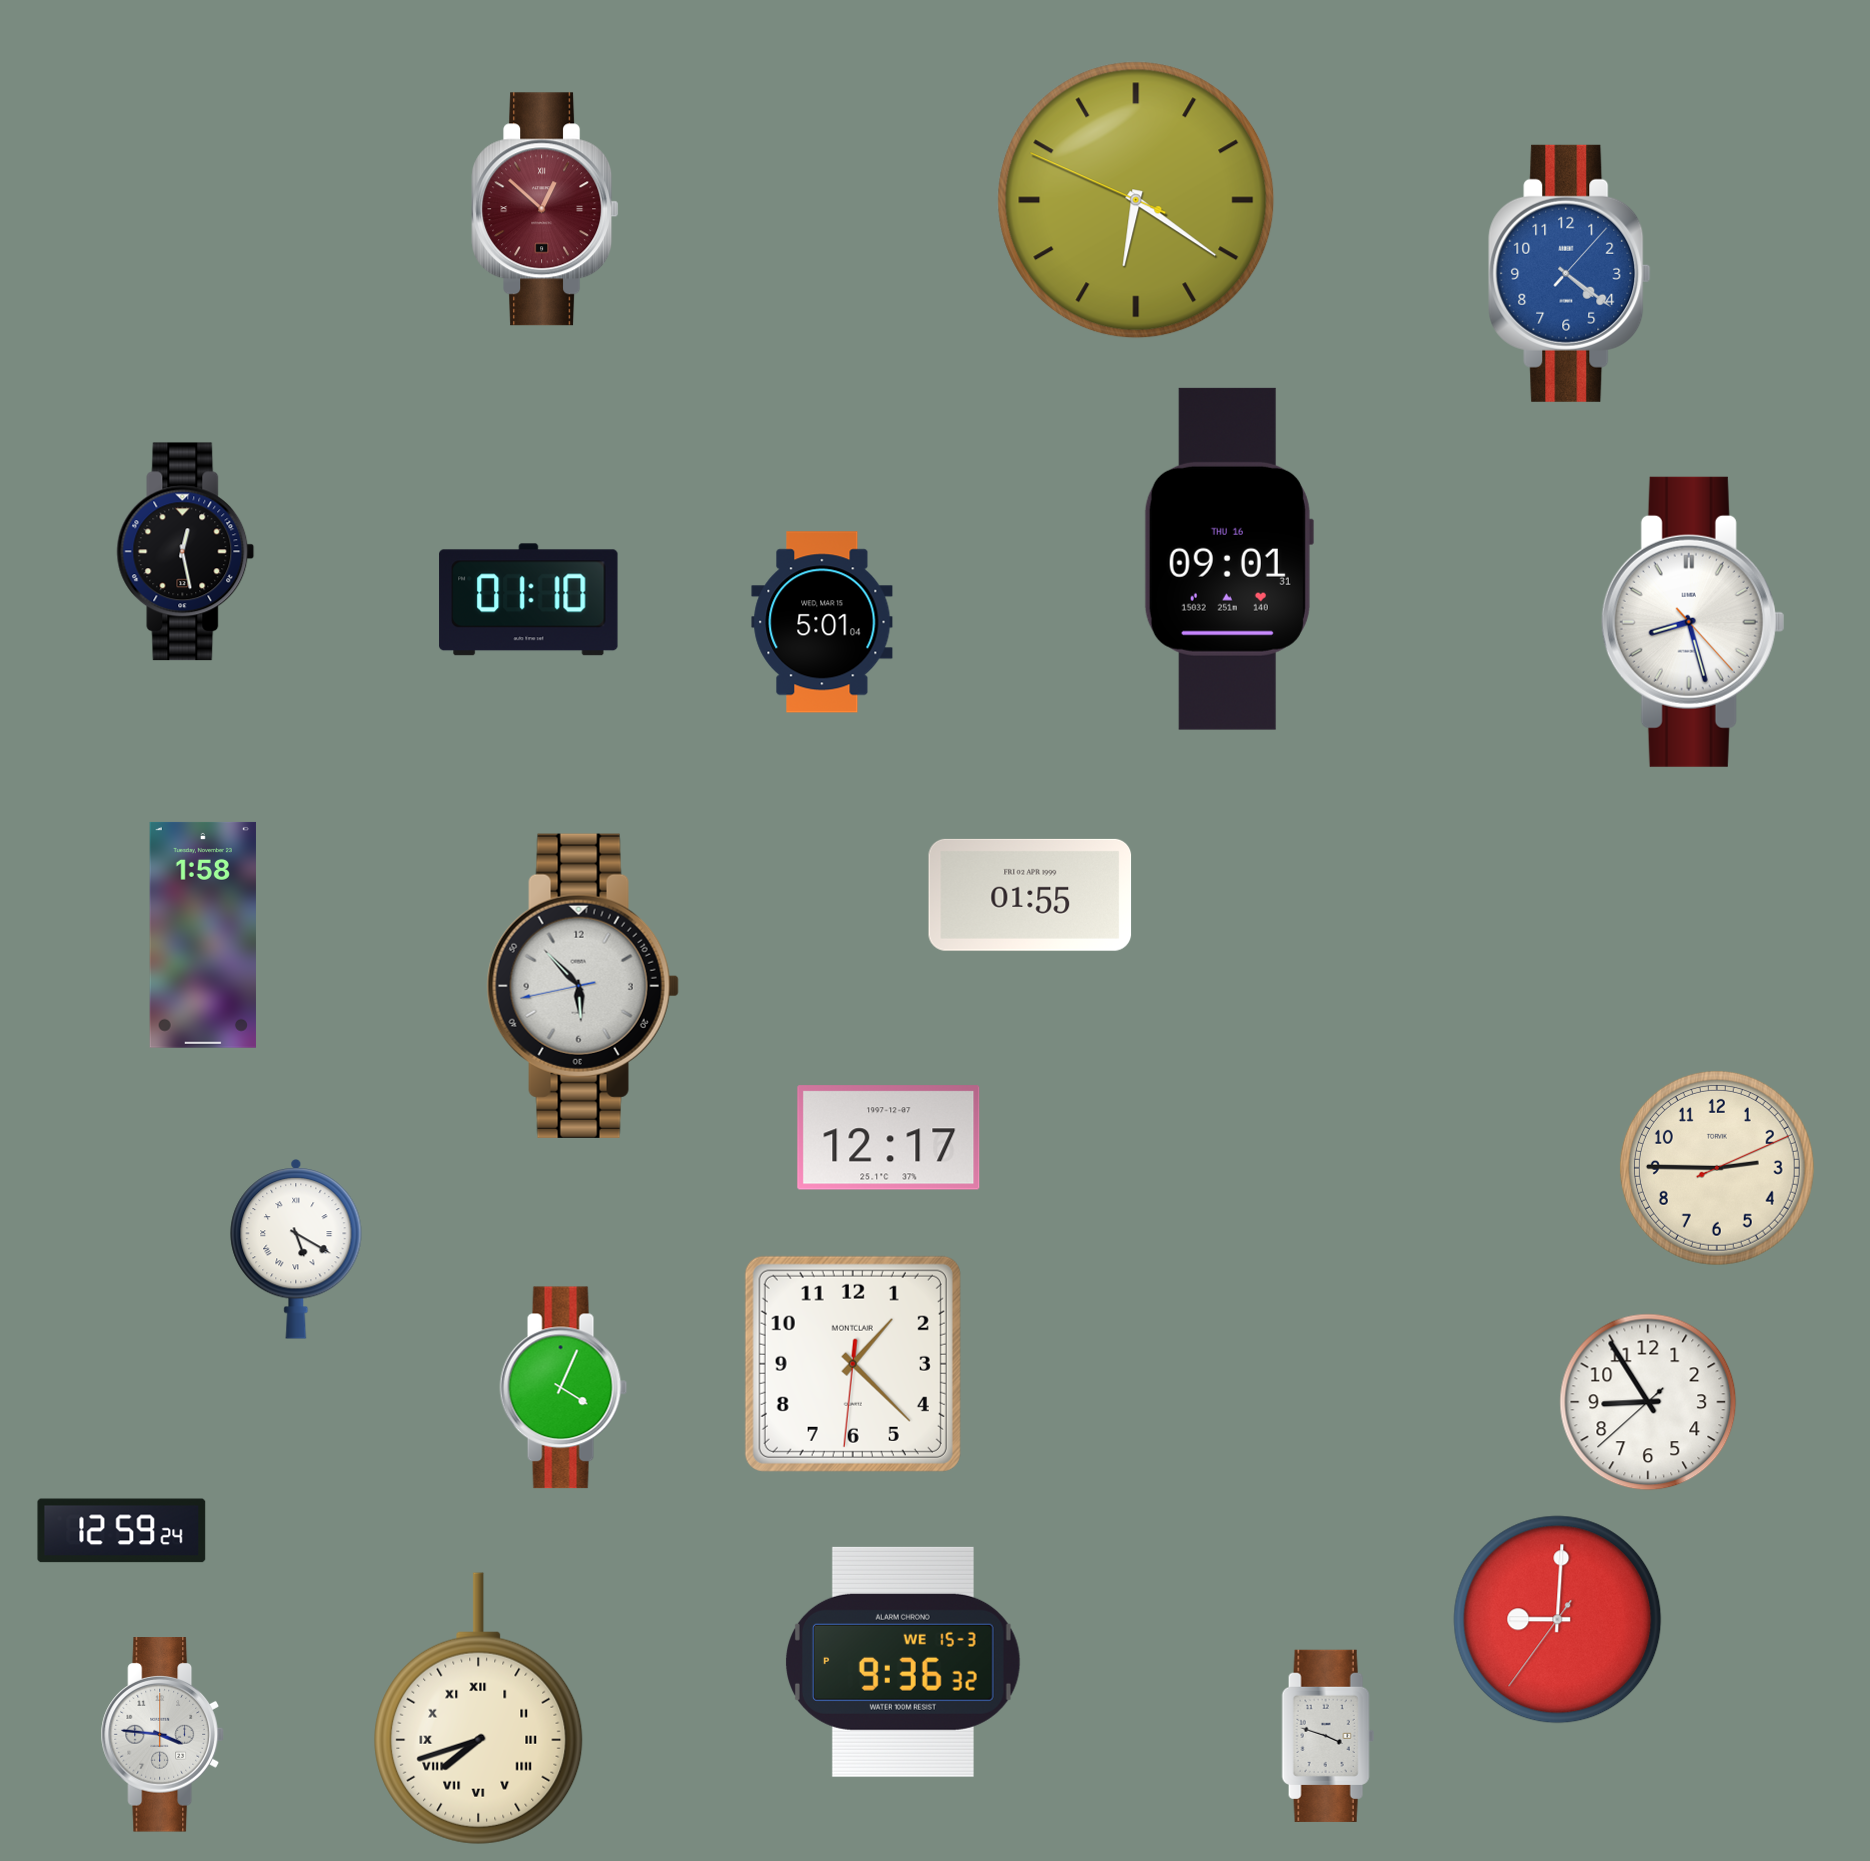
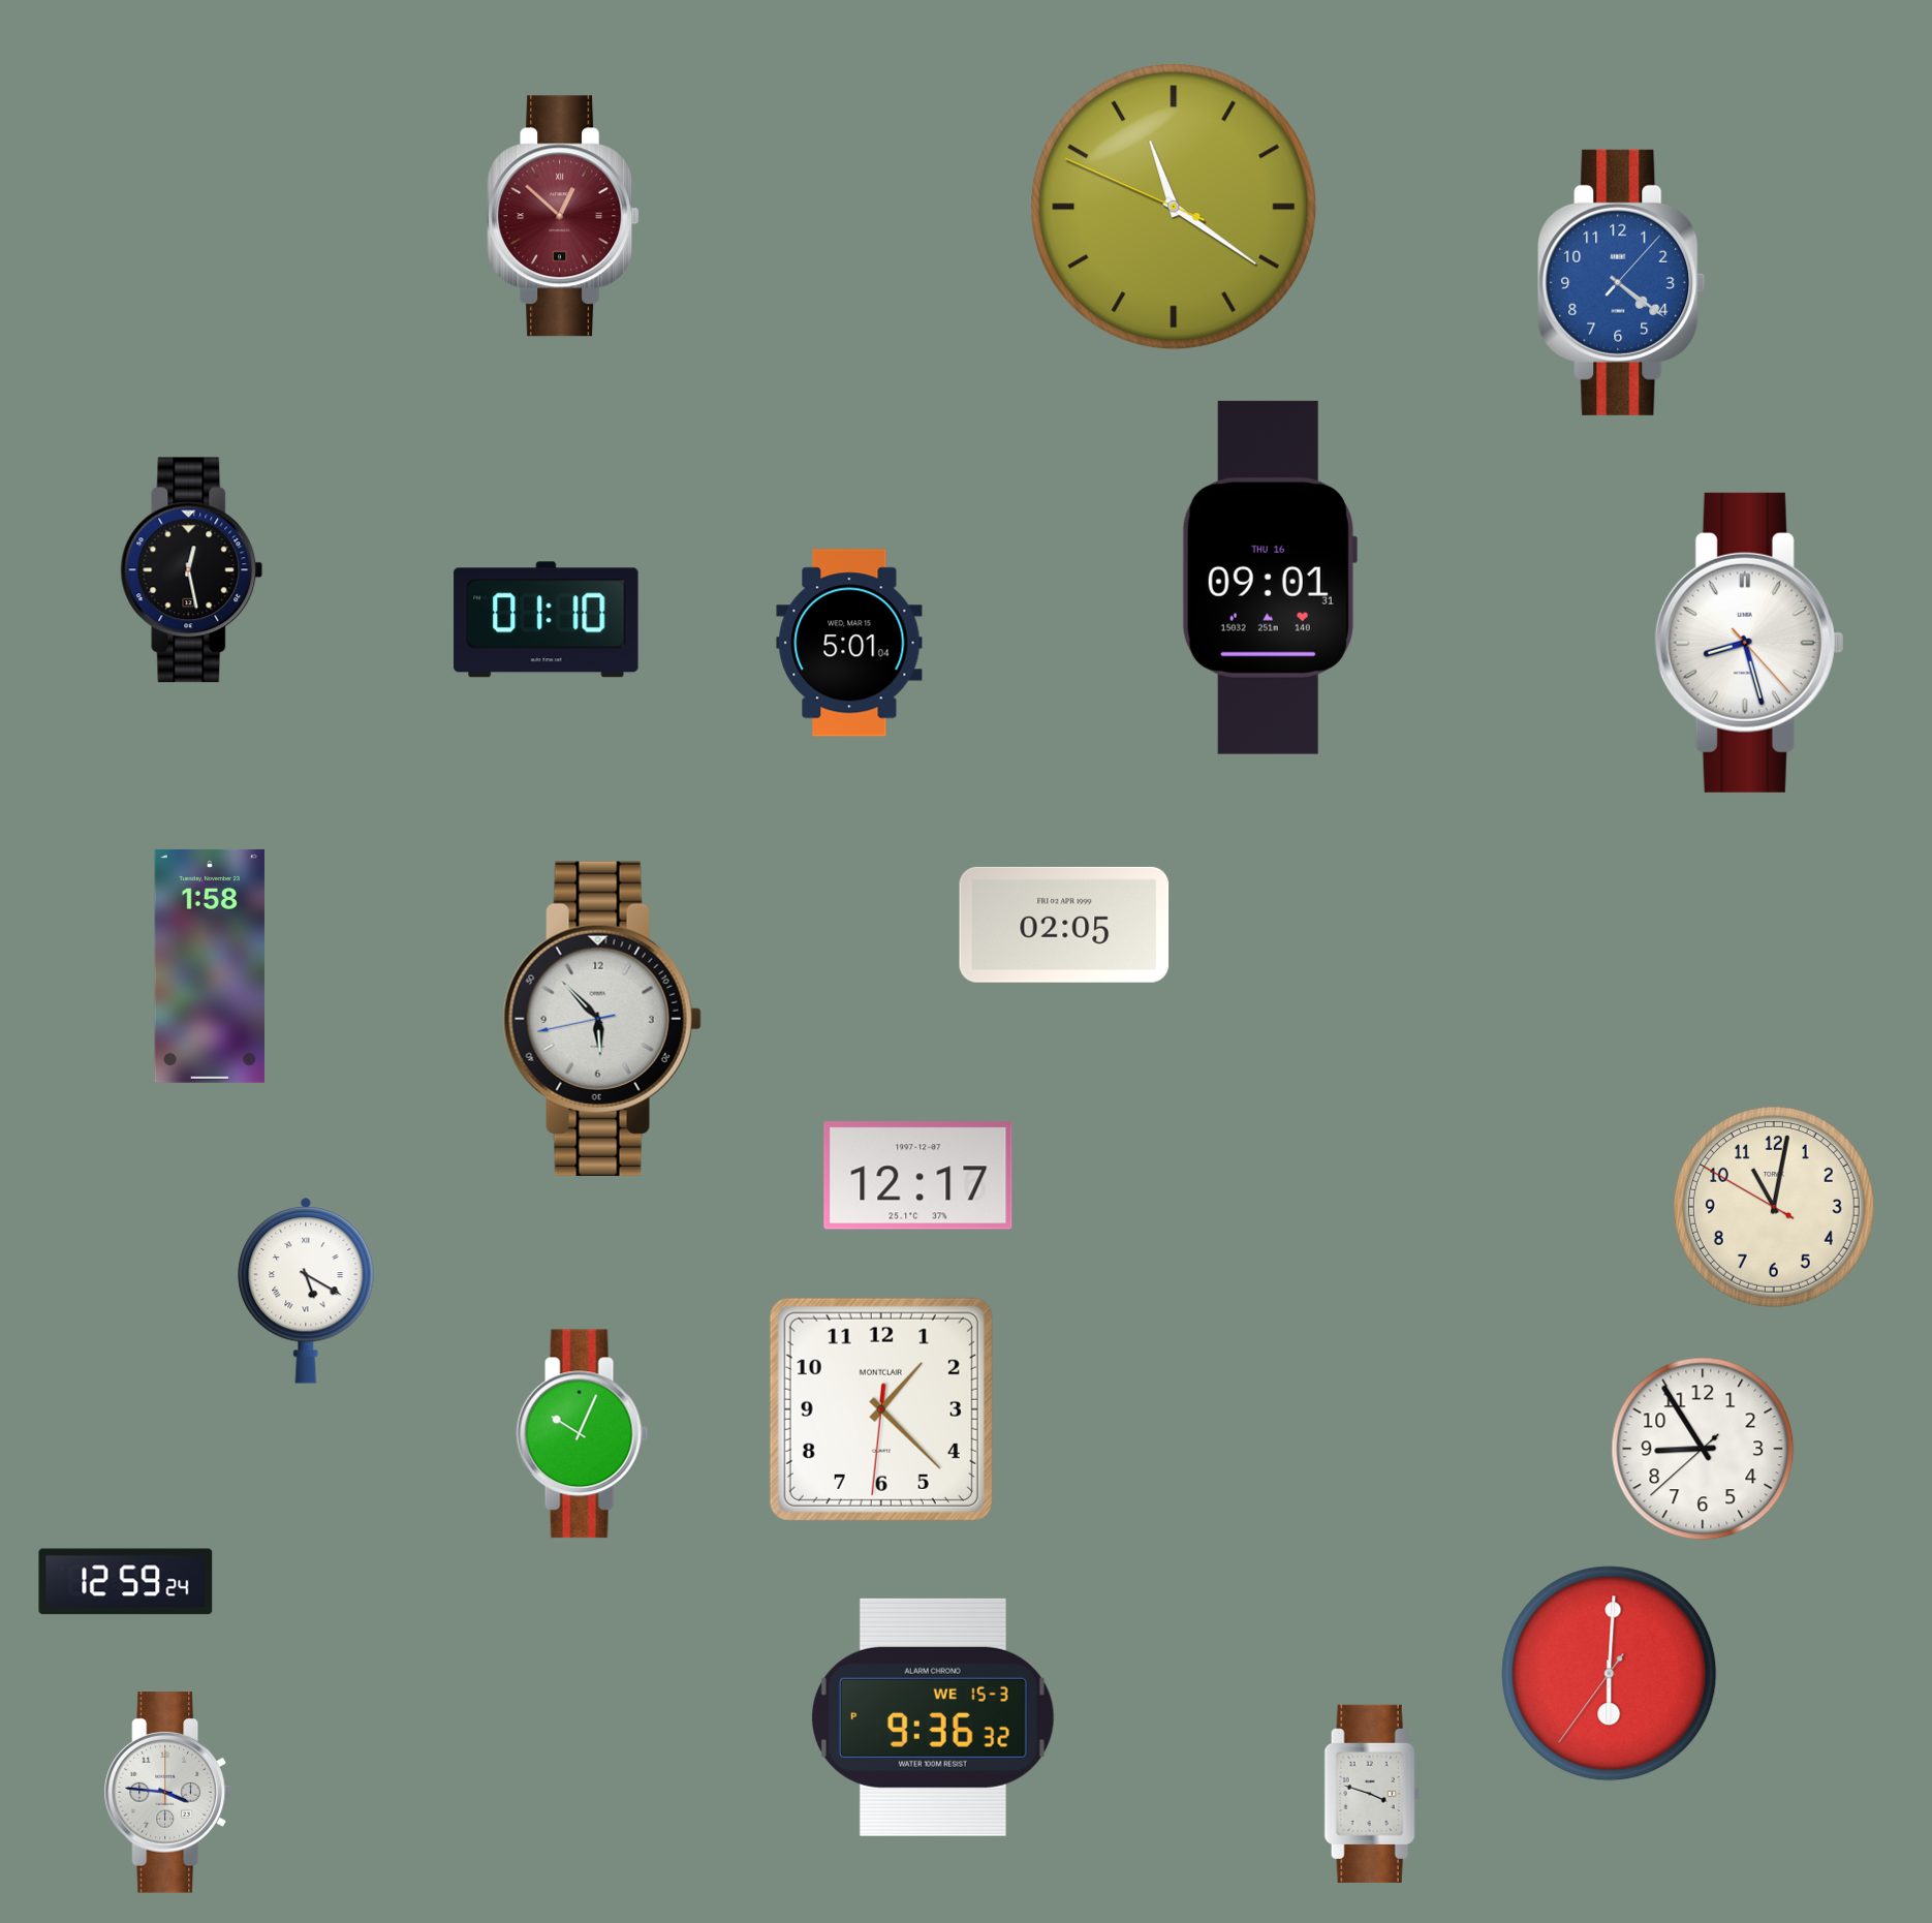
clock at (1136, 200): 6:20 -> 11:20
clock at (1030, 895): 01:55 -> 02:05
clock at (1717, 1168): 2:45 -> 11:01
clock at (564, 1388): 4:04 -> 10:04
clock at (1558, 1620): 9:00 -> 6:00
clock at (479, 1709): 7:42 -> none
